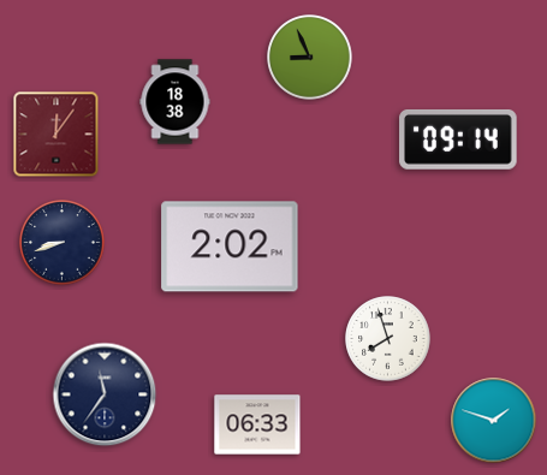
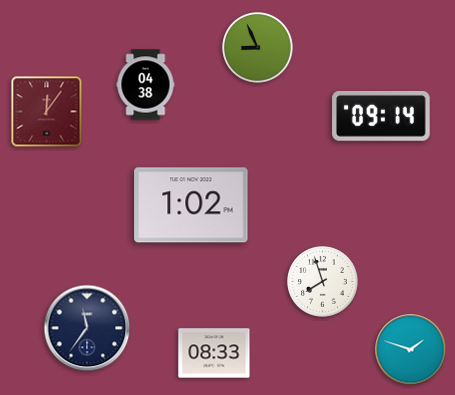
clock at (176, 102): 18:38 -> 04:38
clock at (63, 243): 8:42 -> none
clock at (230, 247): 2:02 -> 1:02
clock at (257, 424): 06:33 -> 08:33
